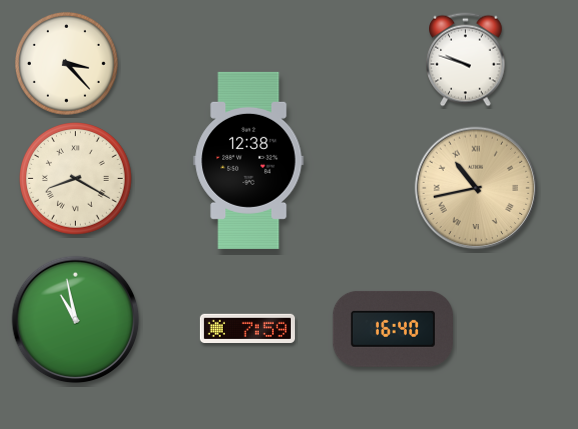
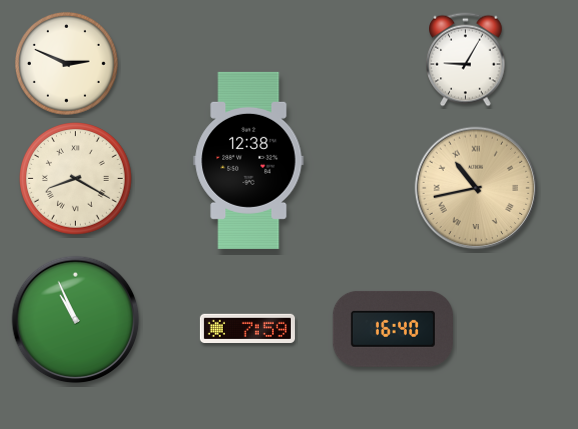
clock at (466, 60): 9:48 -> 9:05
clock at (66, 63): 3:23 -> 2:49
clock at (76, 320): 10:58 -> 10:56
